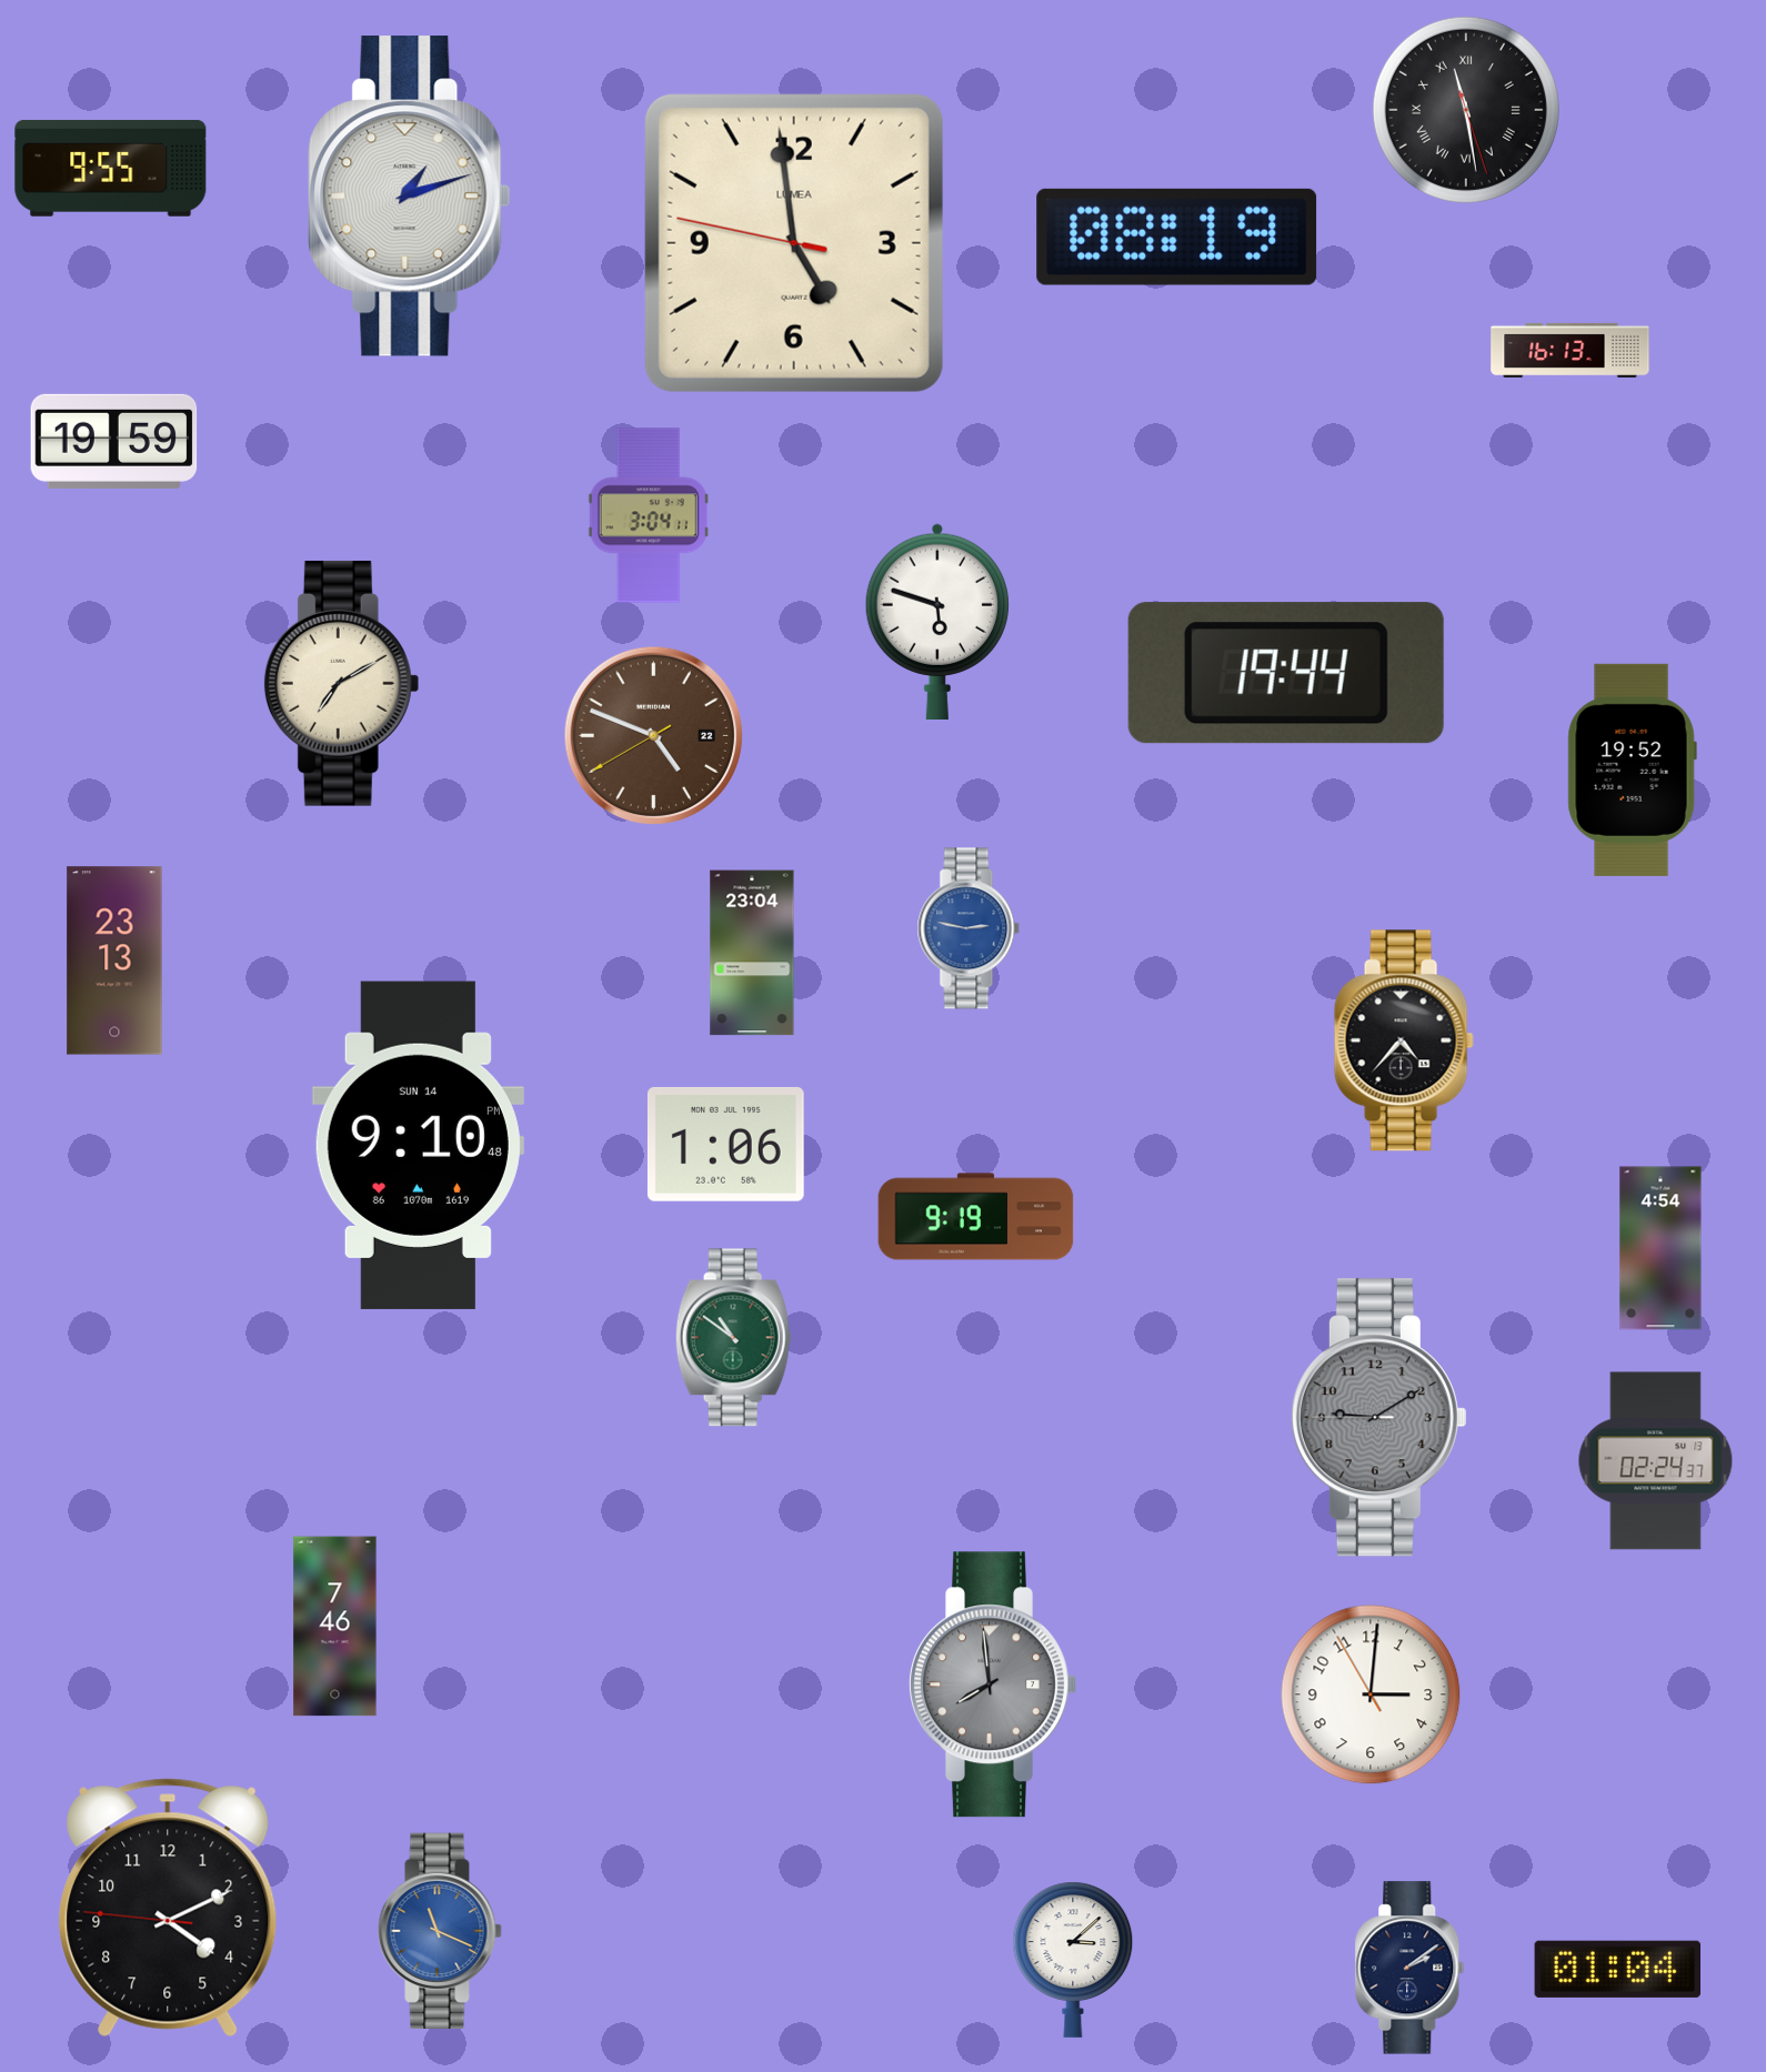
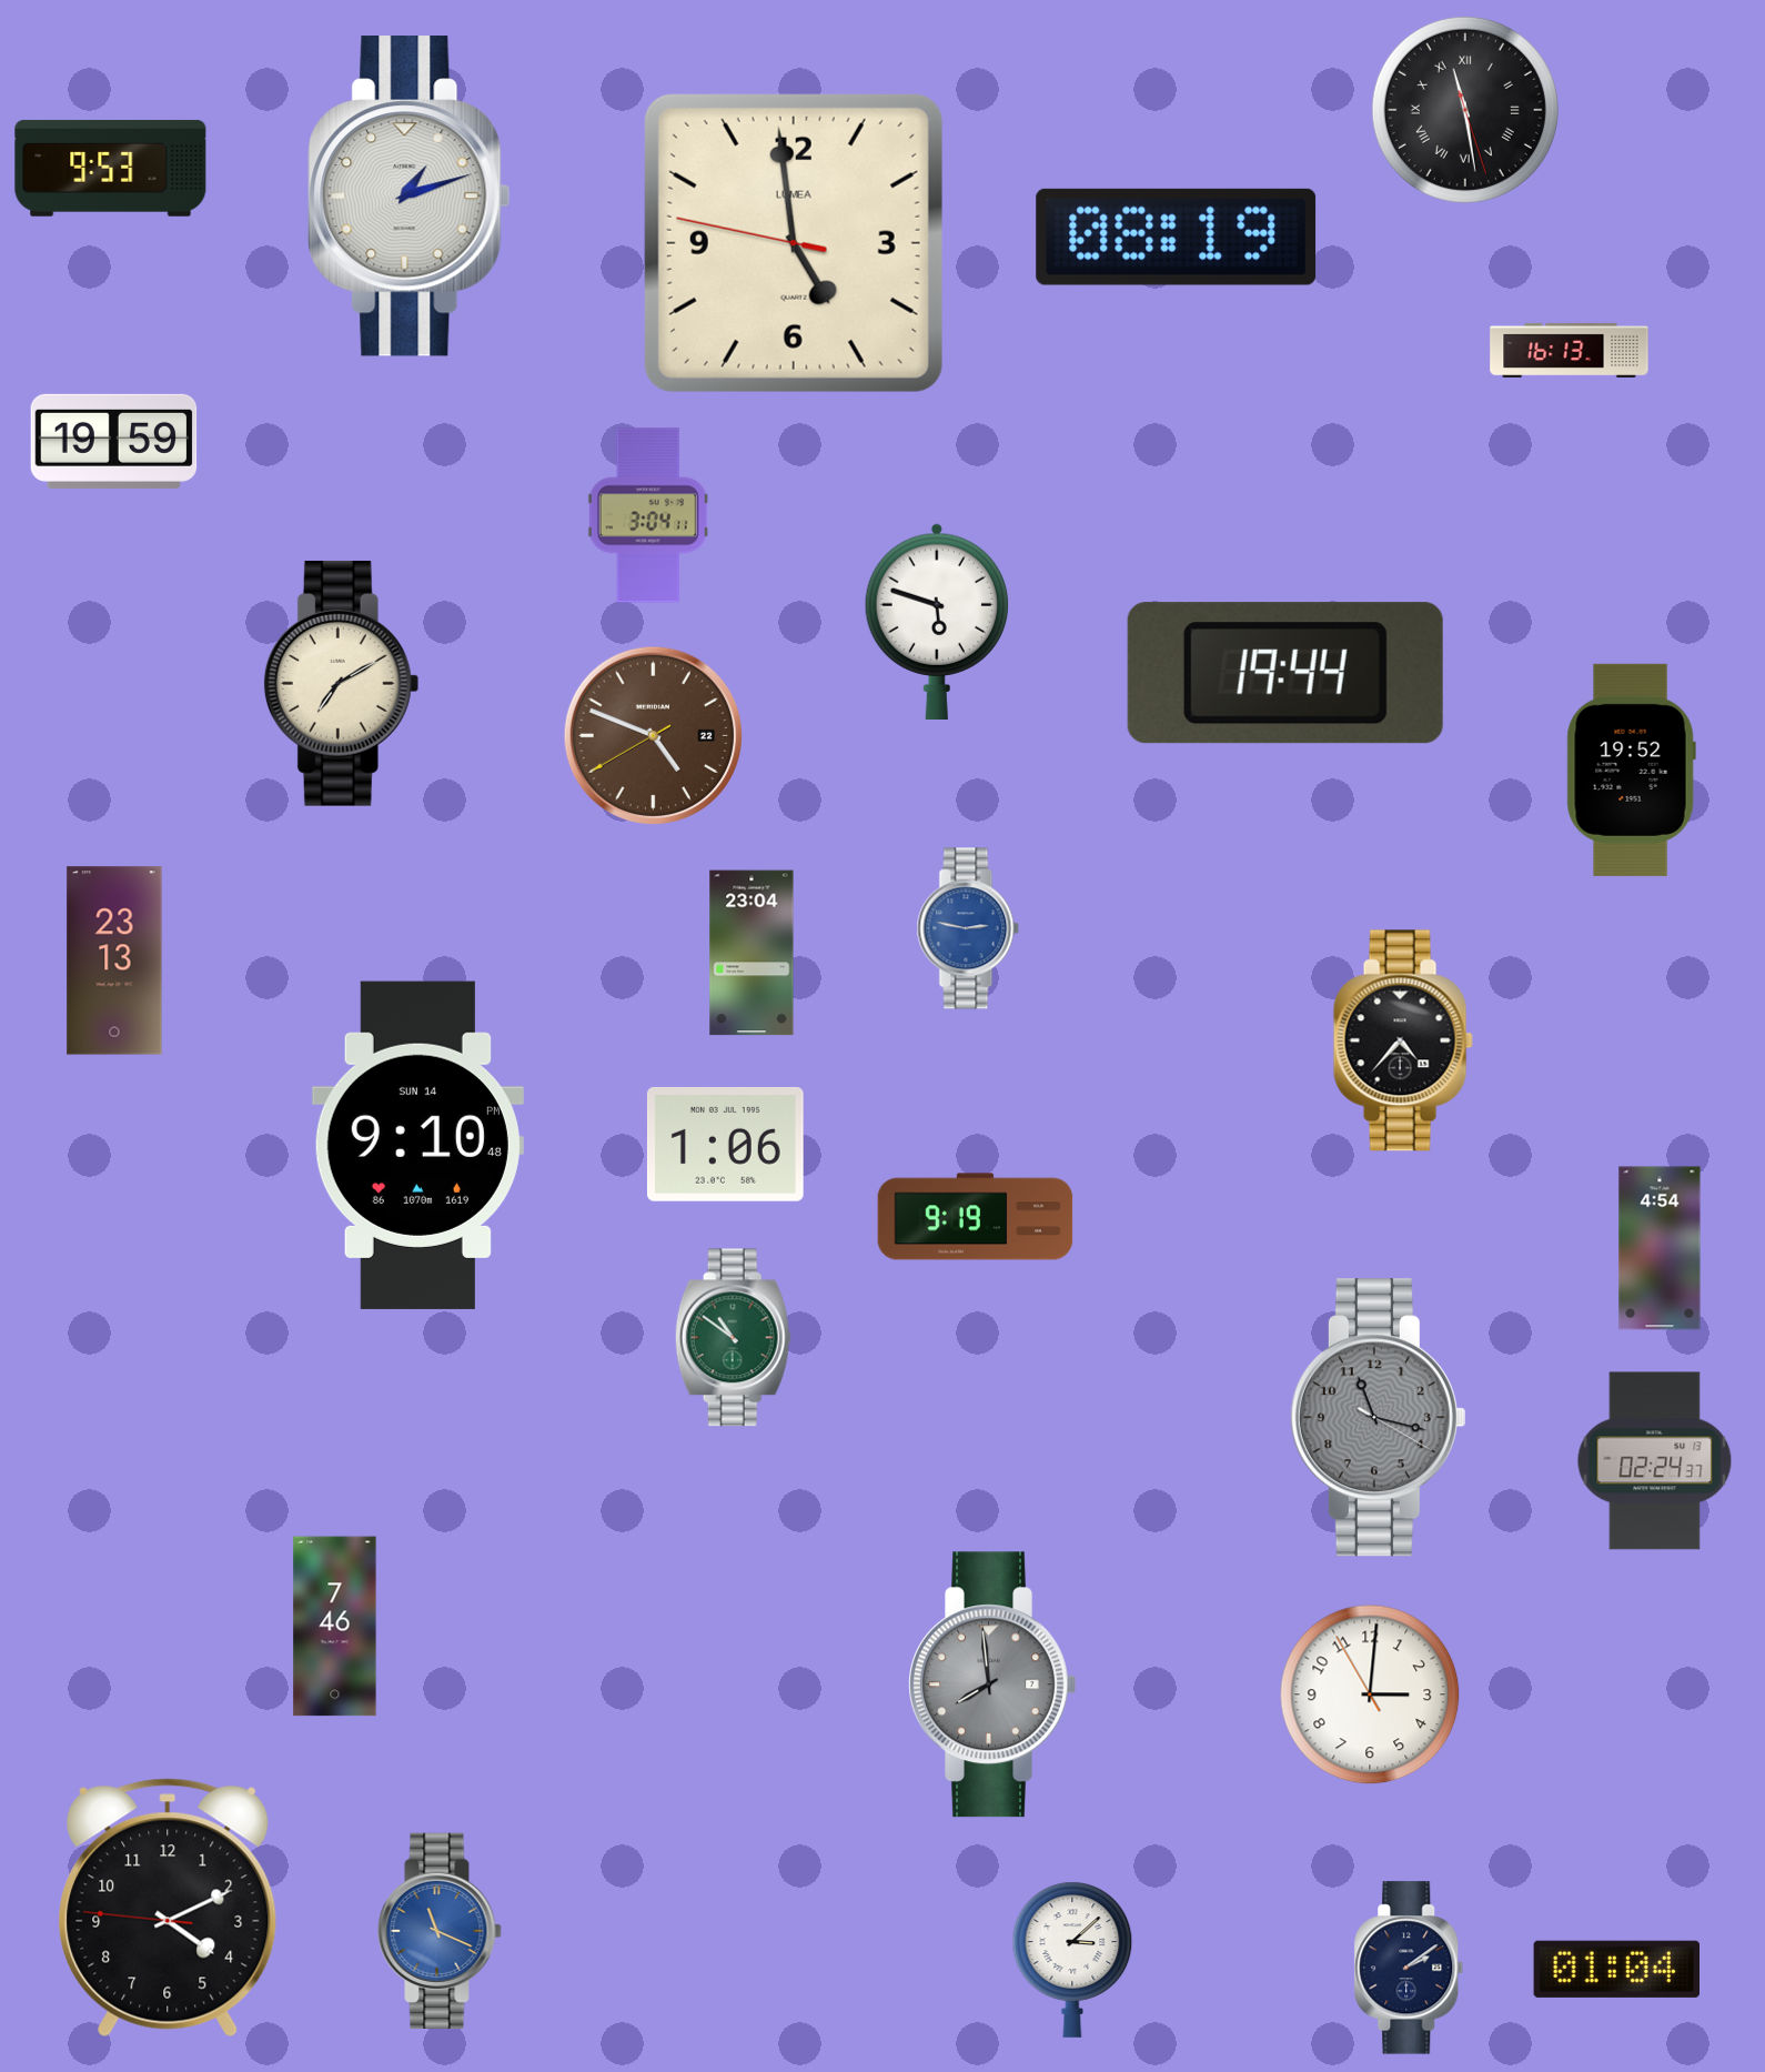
clock at (111, 168): 9:55 -> 9:53
clock at (1378, 1418): 9:09 -> 11:17
